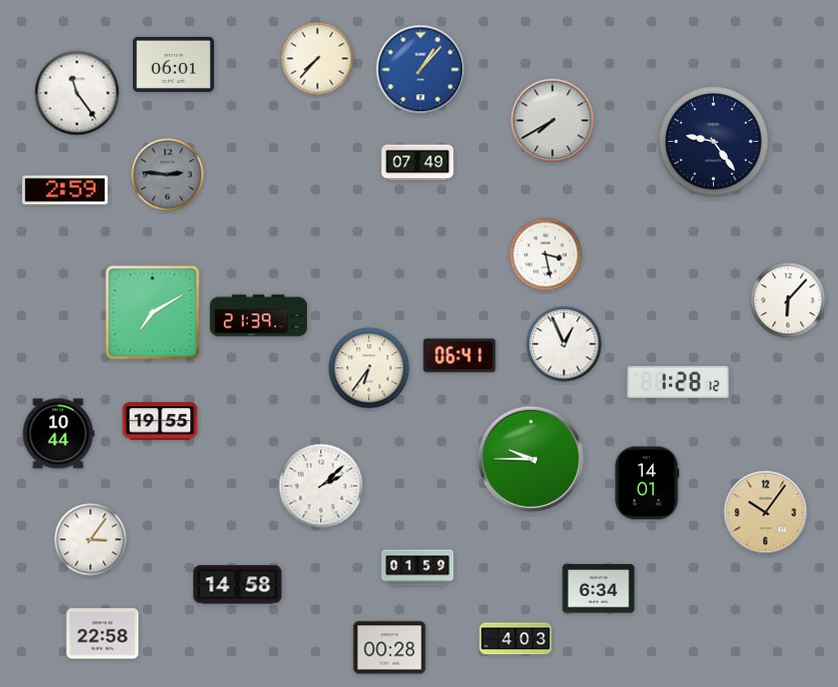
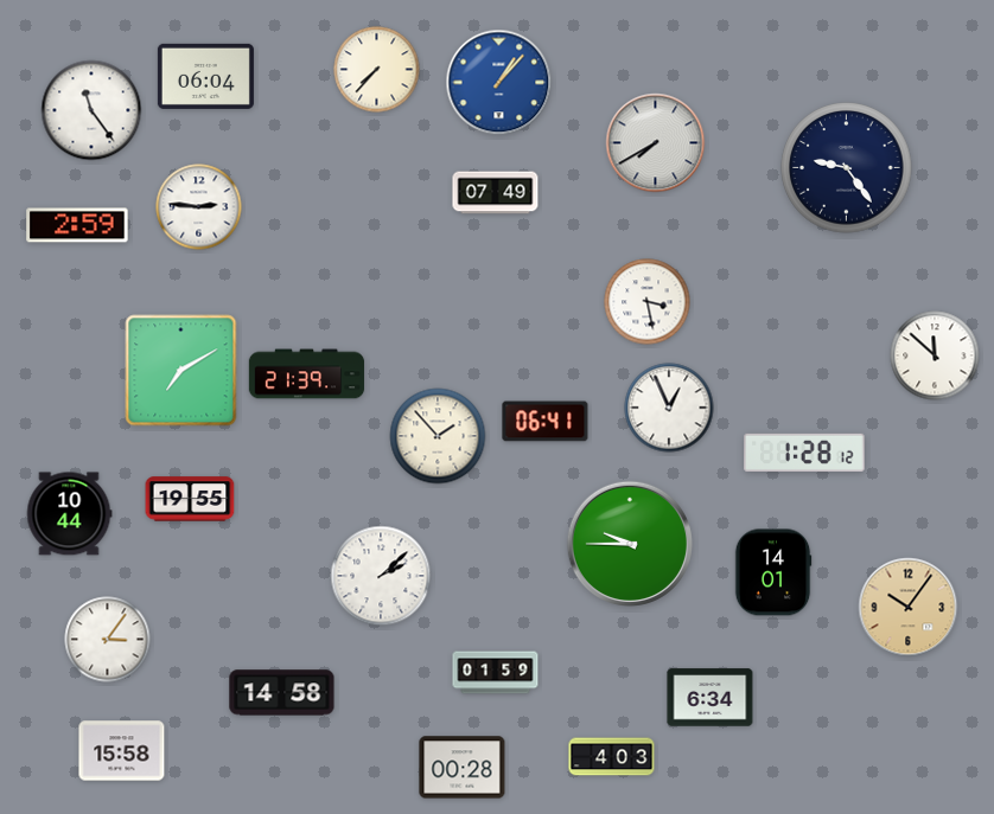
clock at (173, 64): 06:01 -> 06:04
clock at (168, 175) dial: grey -> white
clock at (788, 300): 6:07 -> 11:52
clock at (369, 368): 6:36 -> 1:53
clock at (647, 483) position: (647, 483) -> (773, 572)
clock at (103, 634): 22:58 -> 15:58
